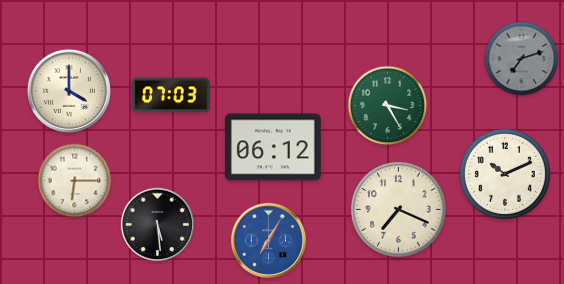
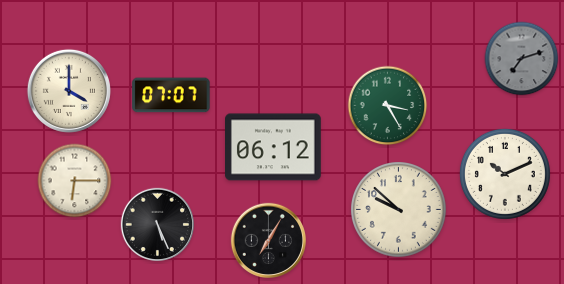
clock at (171, 95): 07:03 -> 07:07
clock at (399, 210): 7:19 -> 9:52
clock at (157, 224): 5:29 -> 5:26
clock at (268, 240) dial: blue -> black
